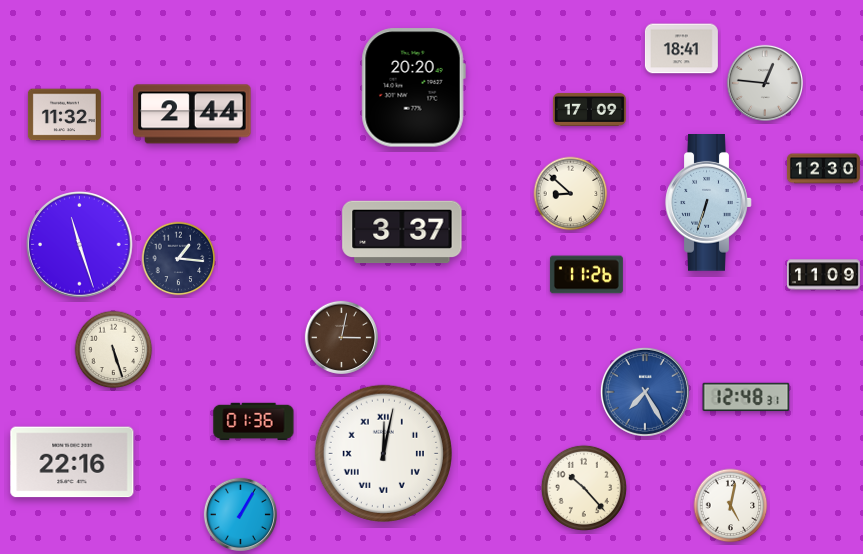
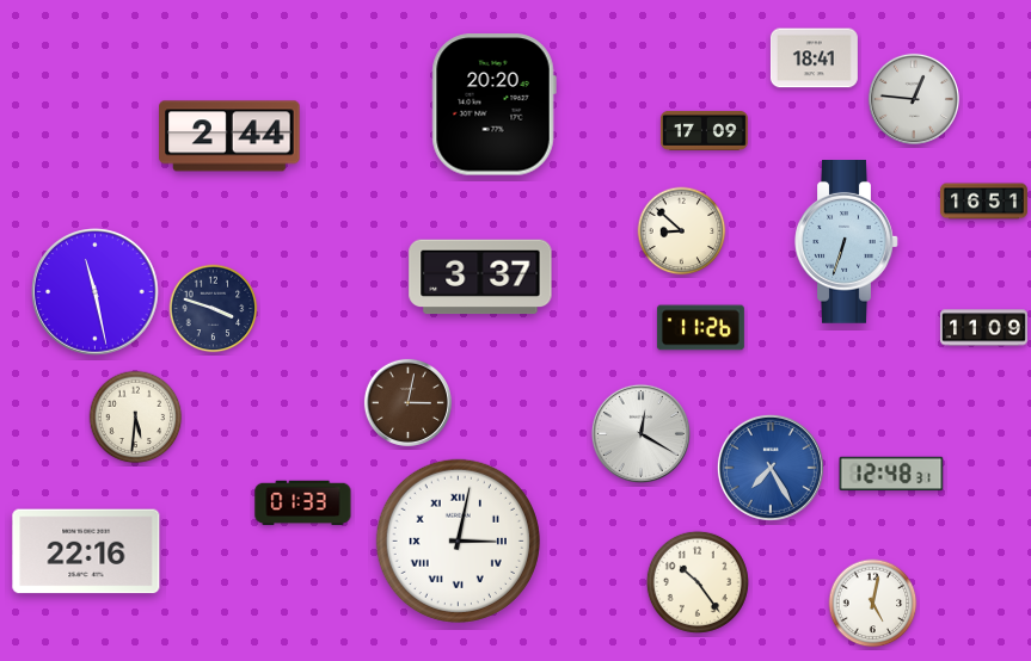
clock at (64, 115): 11:32 -> none
clock at (823, 169): 12:30 -> 16:51
clock at (80, 245): 11:27 -> 11:28
clock at (179, 259): 1:16 -> 3:48
clock at (114, 350): 5:27 -> 5:31
clock at (640, 433): none -> 12:20
clock at (254, 422): 01:36 -> 01:33
clock at (383, 453): 12:02 -> 3:02
clock at (584, 488): 10:23 -> 10:24
clock at (240, 514): 1:05 -> none
